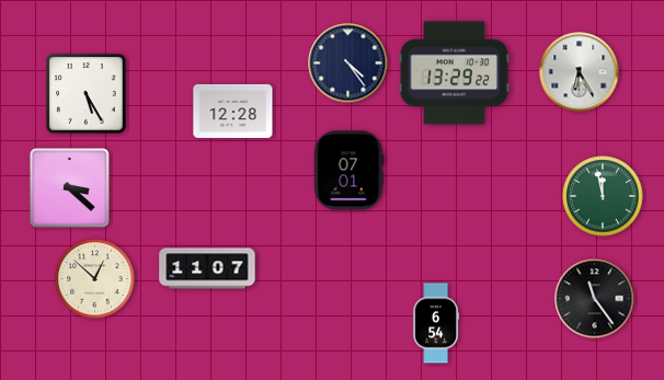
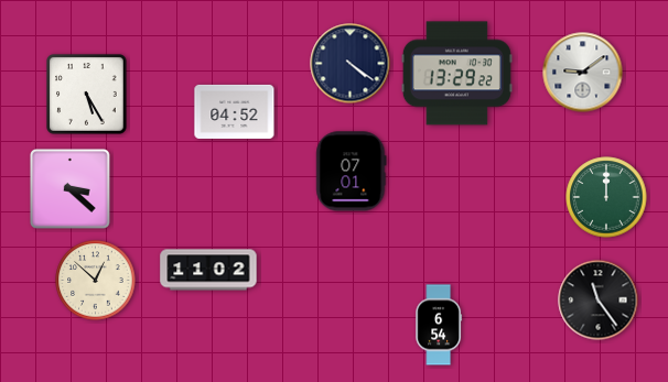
clock at (348, 64): 4:24 -> 4:21
clock at (580, 72): 6:25 -> 9:09
clock at (233, 111): 12:28 -> 04:52
clock at (603, 196): 11:58 -> 12:00
clock at (207, 268): 11:07 -> 11:02
